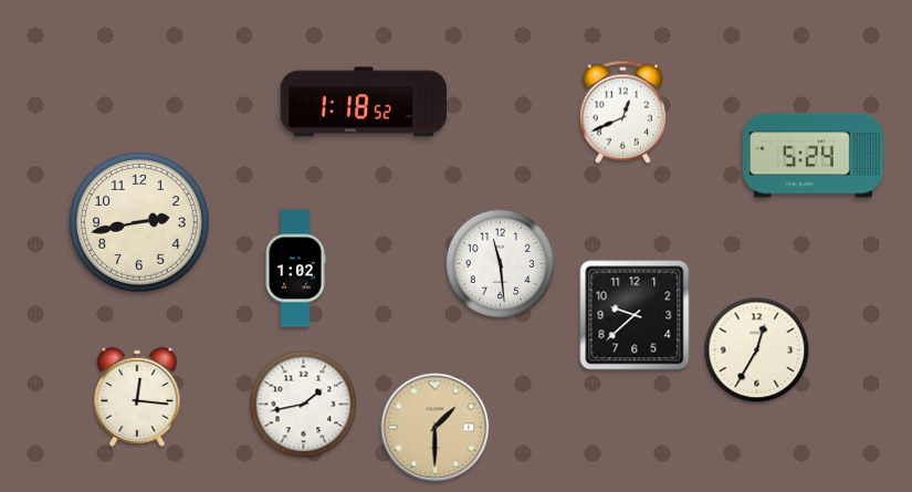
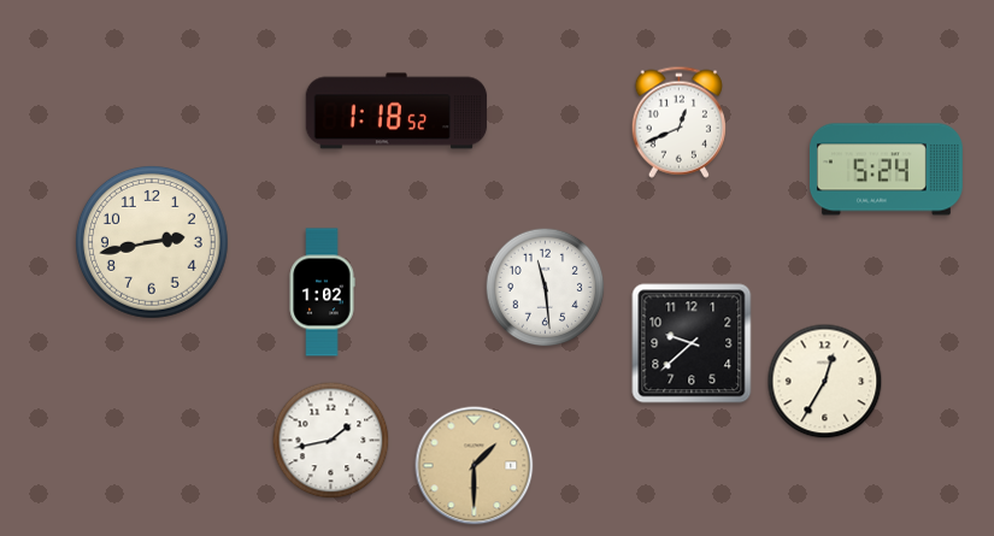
clock at (137, 397): 12:16 -> none
